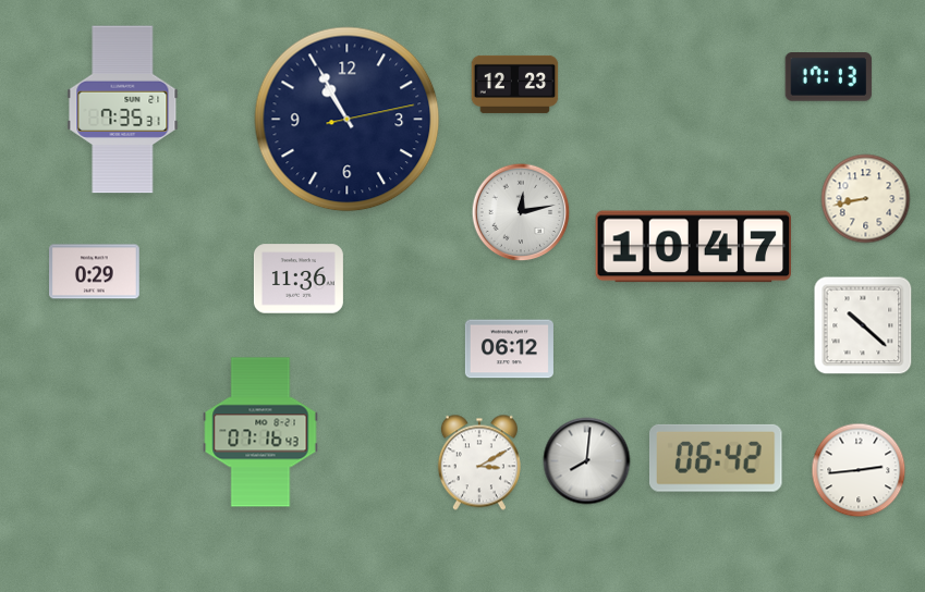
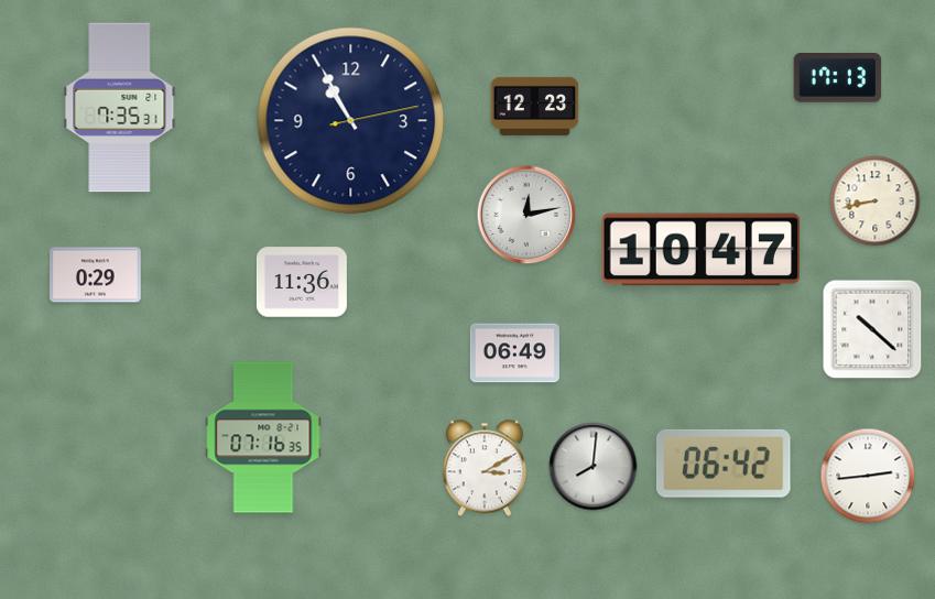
clock at (515, 84) position: (515, 84) -> (535, 106)
clock at (123, 110) position: (123, 110) -> (120, 108)
clock at (509, 349): 06:12 -> 06:49
clock at (260, 432): 07:16:43 -> 07:16:35
